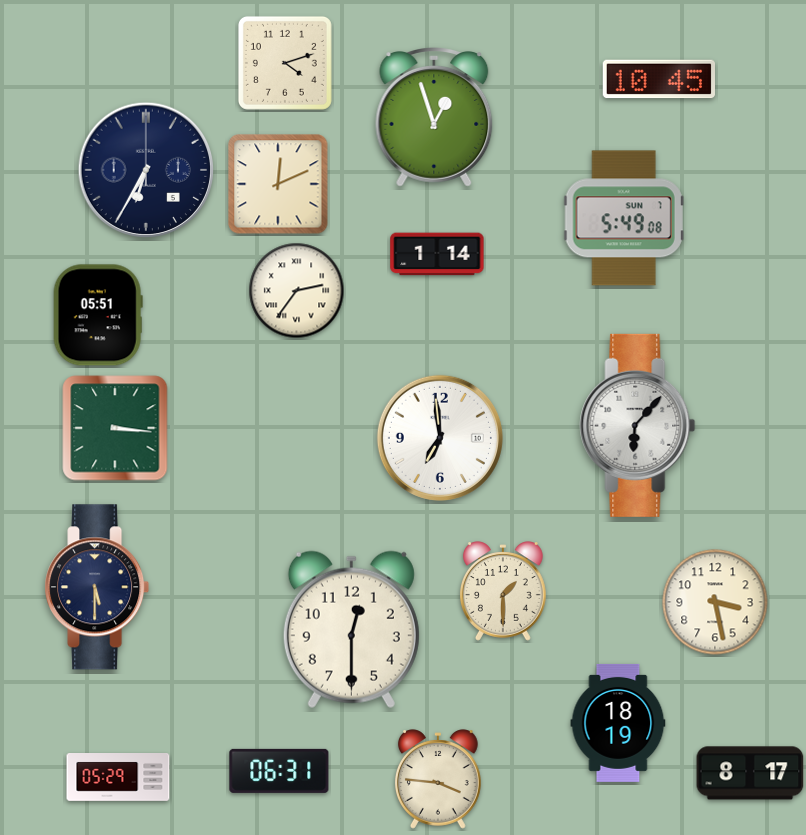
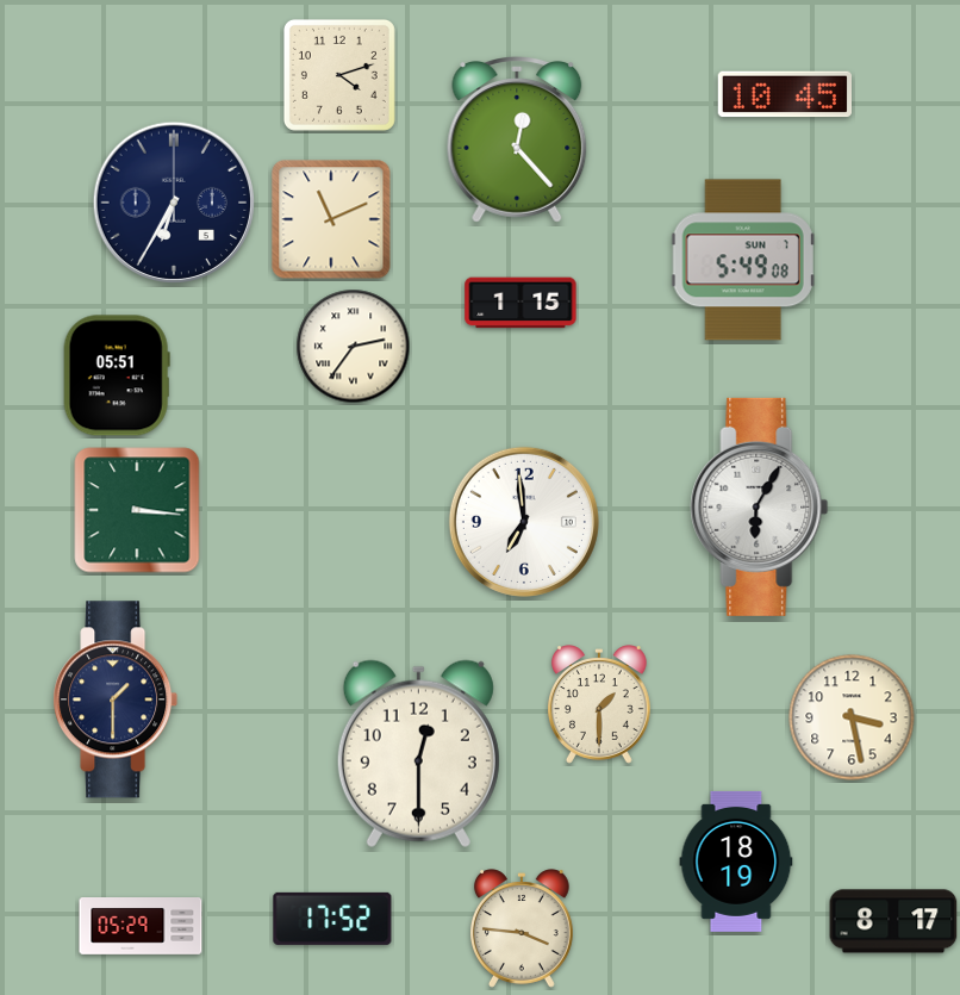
clock at (434, 117): 12:57 -> 12:23
clock at (278, 184): 12:11 -> 11:11
clock at (437, 254): 1:14 -> 1:15
clock at (638, 425): 6:07 -> 6:05
clock at (97, 587): 5:30 -> 1:30
clock at (351, 629) position: (351, 629) -> (418, 753)
clock at (279, 771): 06:31 -> 17:52
